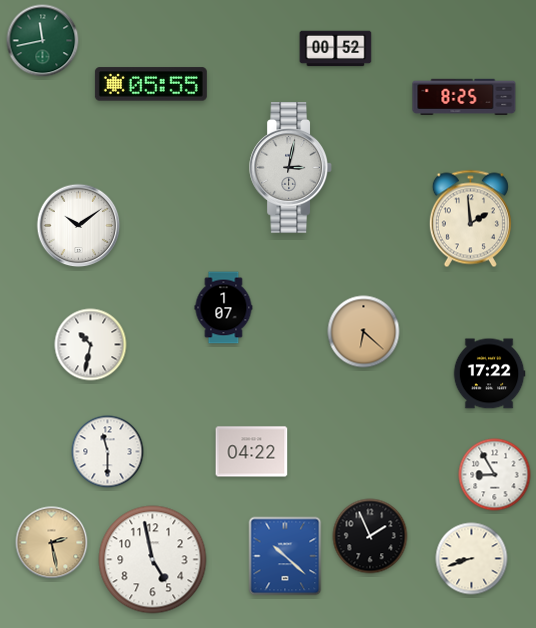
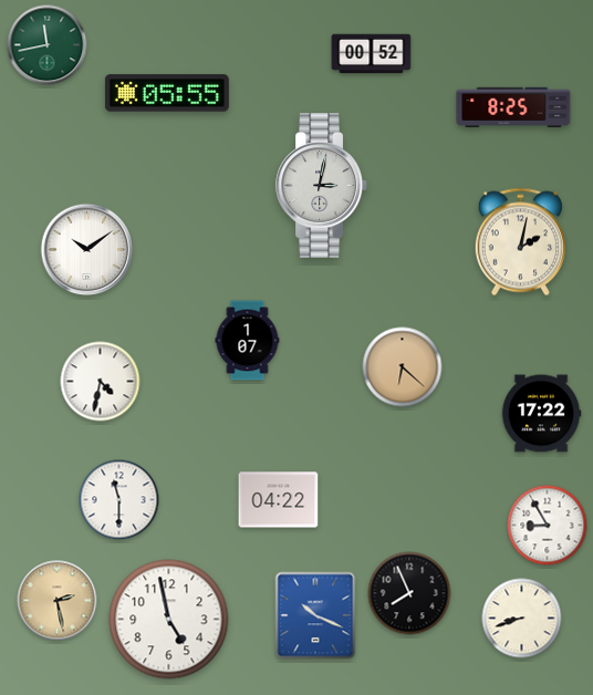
clock at (470, 219): 1:59 -> 2:02
clock at (91, 345): 10:32 -> 4:32
clock at (370, 536): 1:56 -> 7:56
clock at (285, 556): 10:22 -> 10:19
